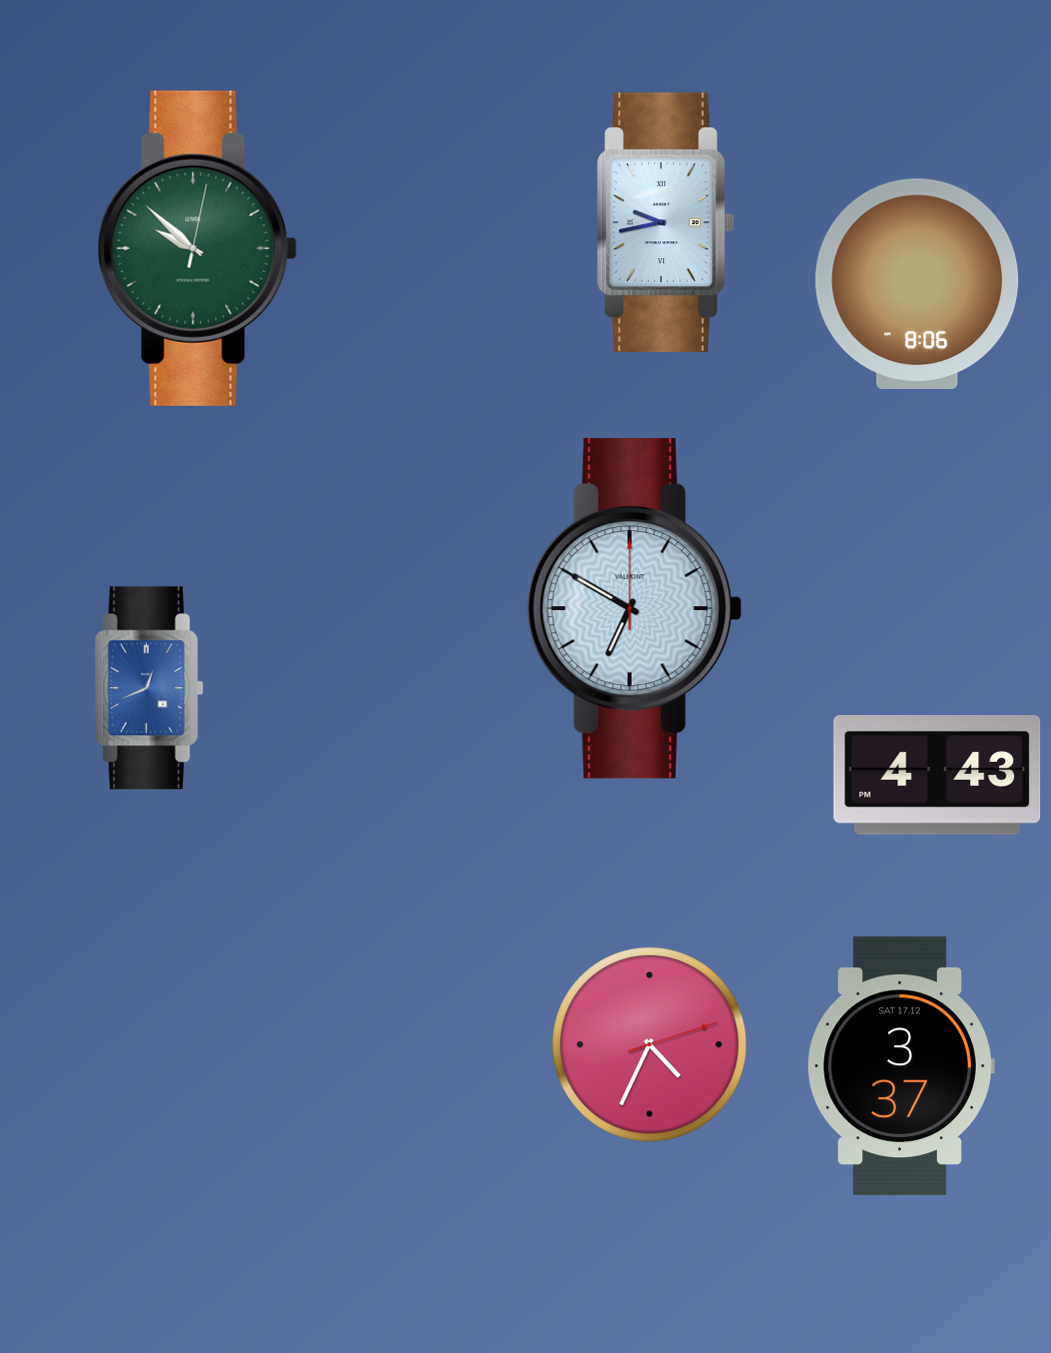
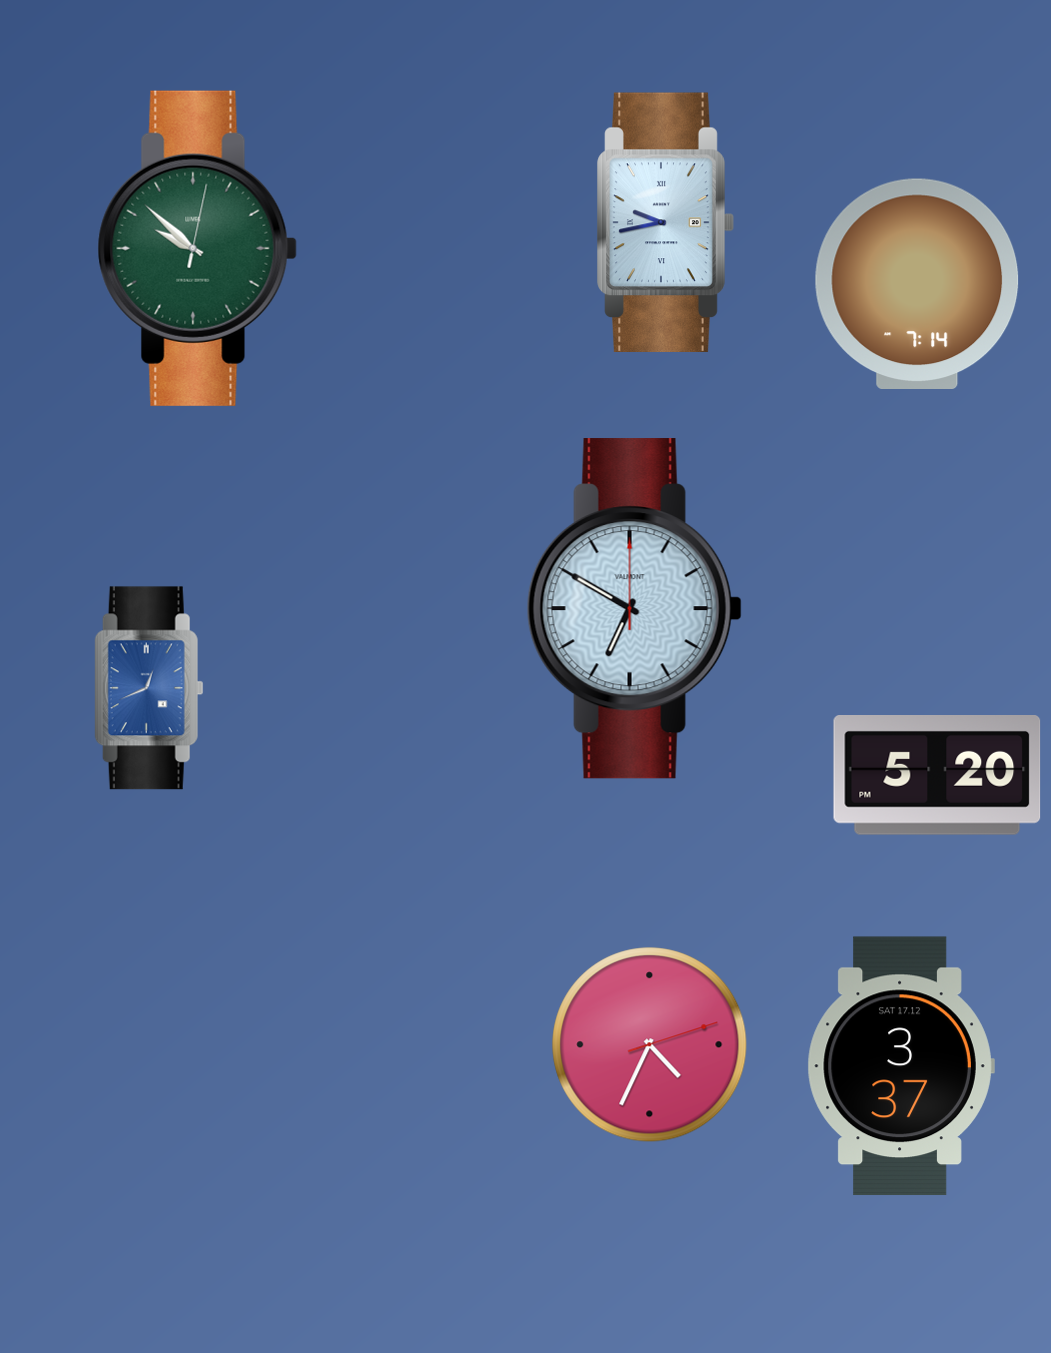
clock at (917, 283): 8:06 -> 7:14
clock at (937, 776): 4:43 -> 5:20
